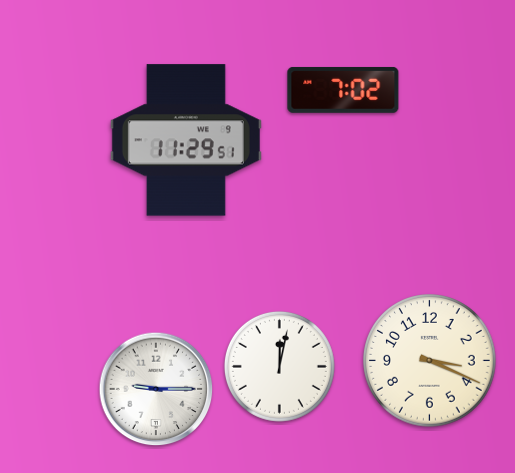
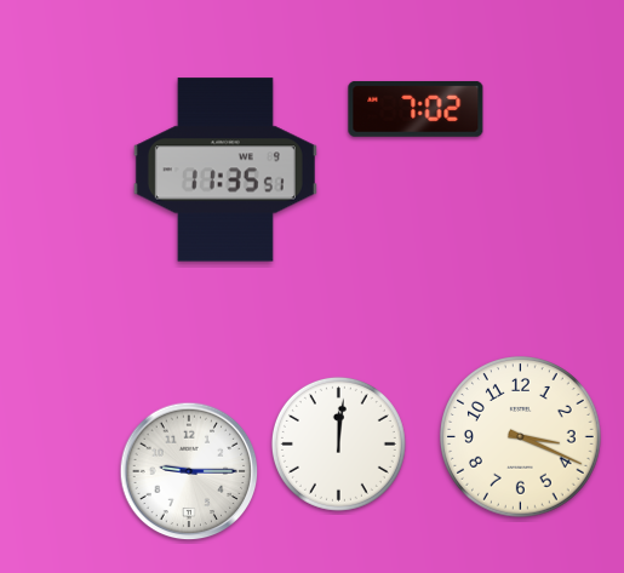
clock at (186, 140): 11:29 -> 11:35
clock at (279, 366): 12:02 -> 12:01
